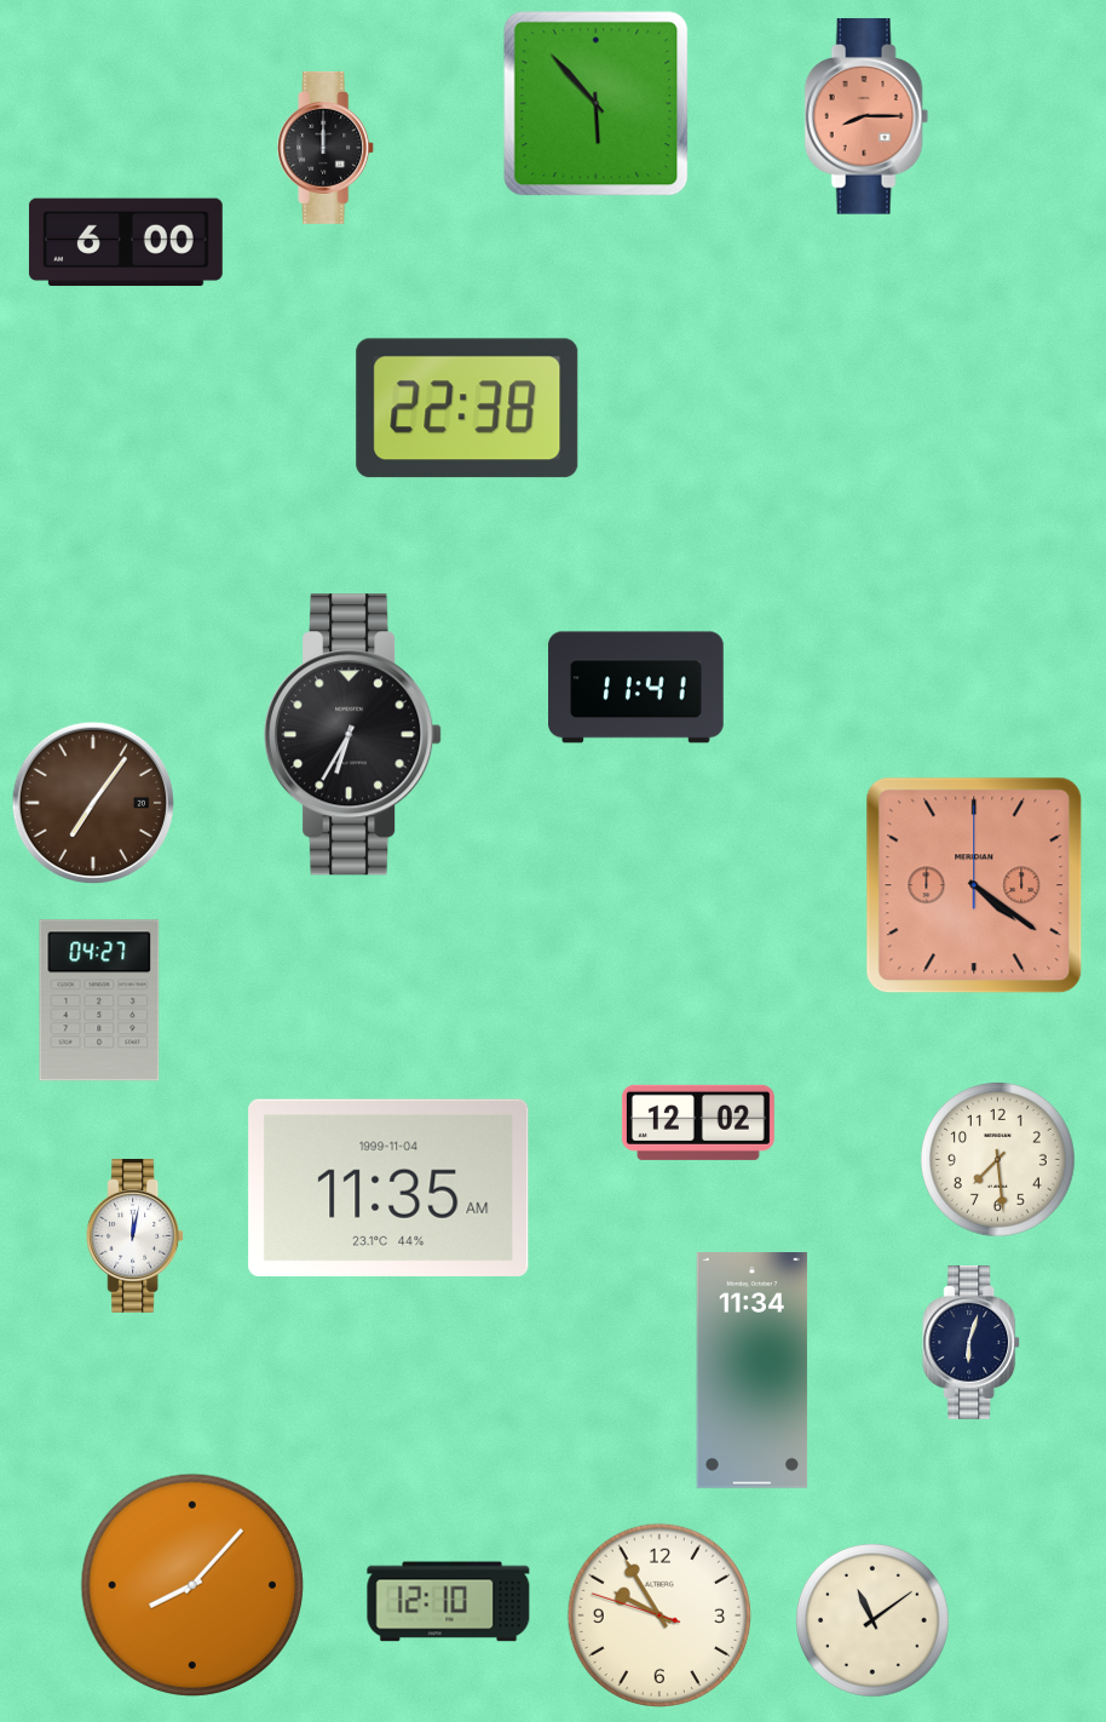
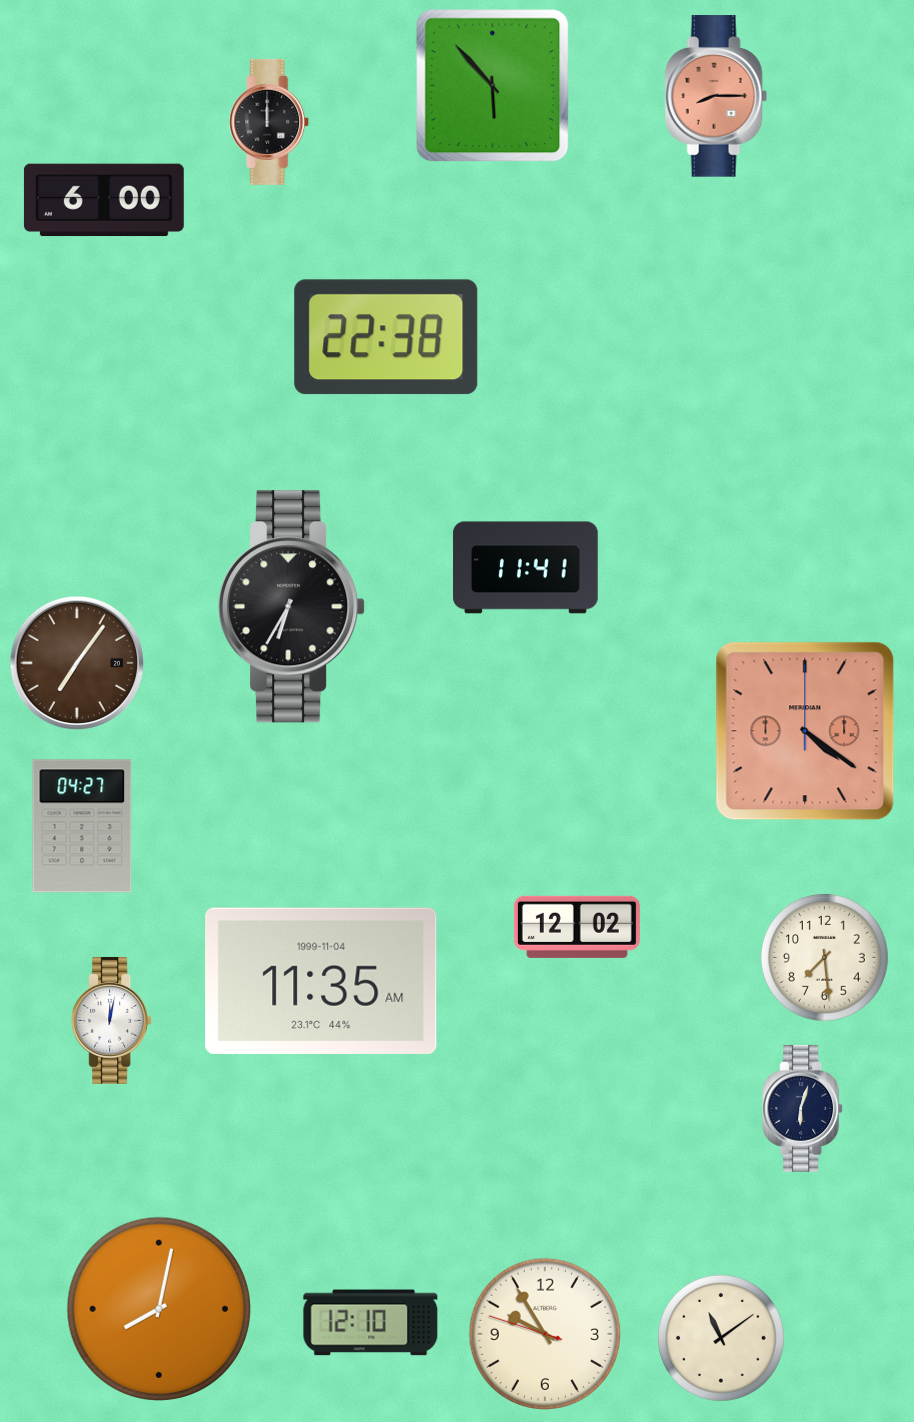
clock at (753, 1371): 11:34 -> none
clock at (192, 1585): 8:07 -> 8:02
